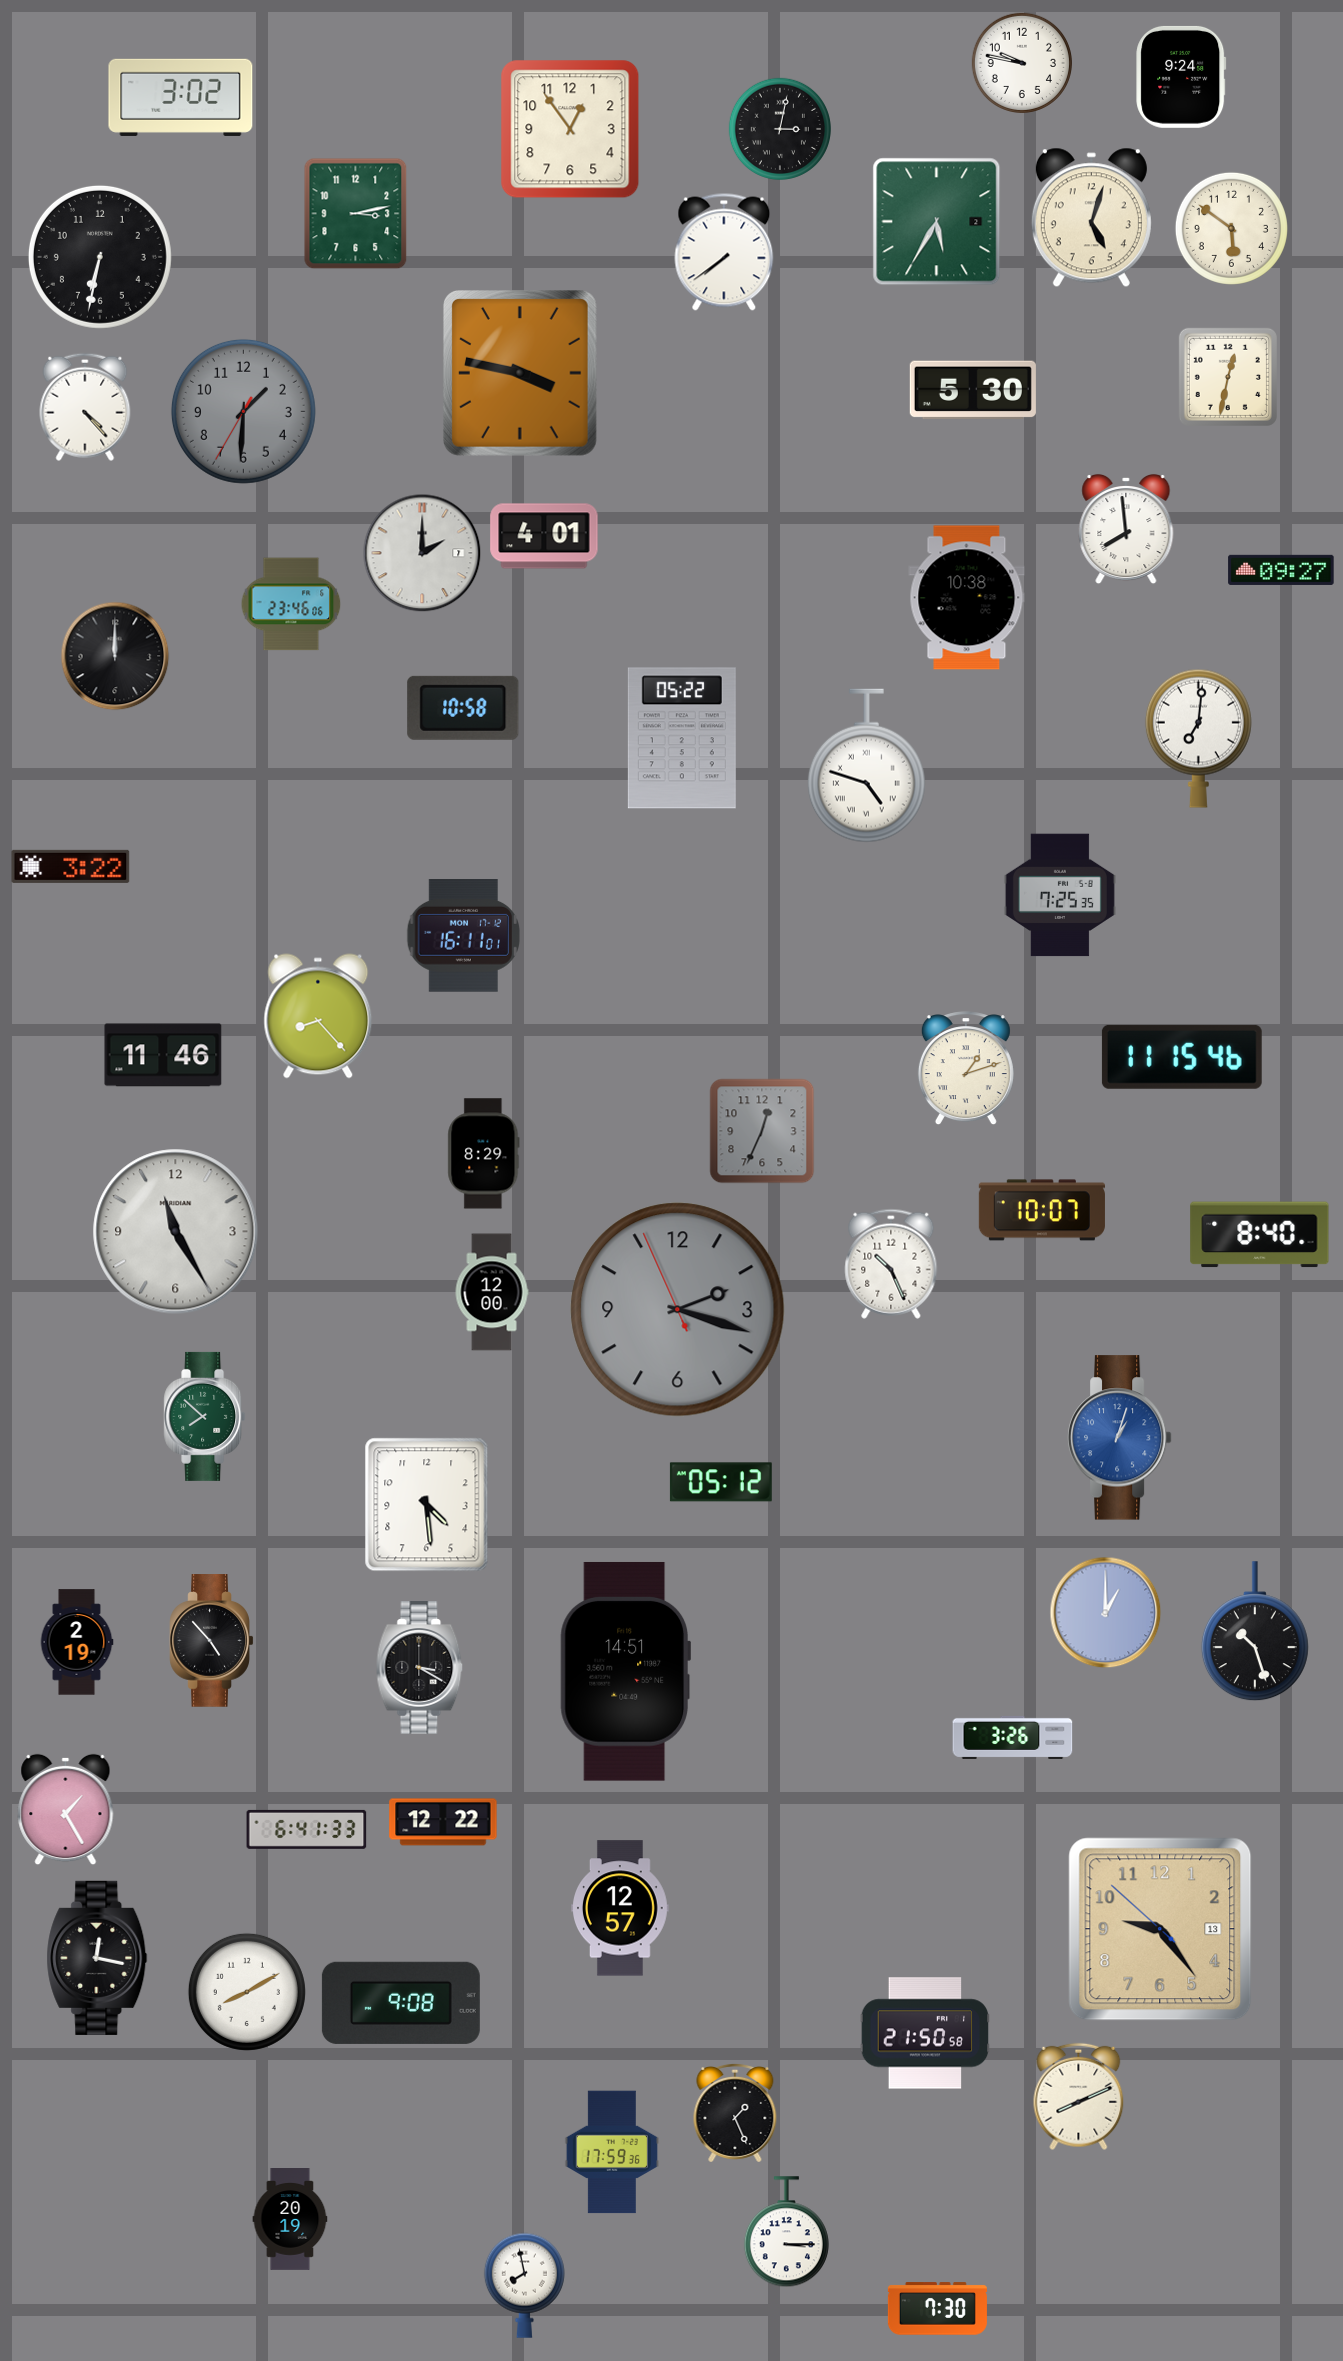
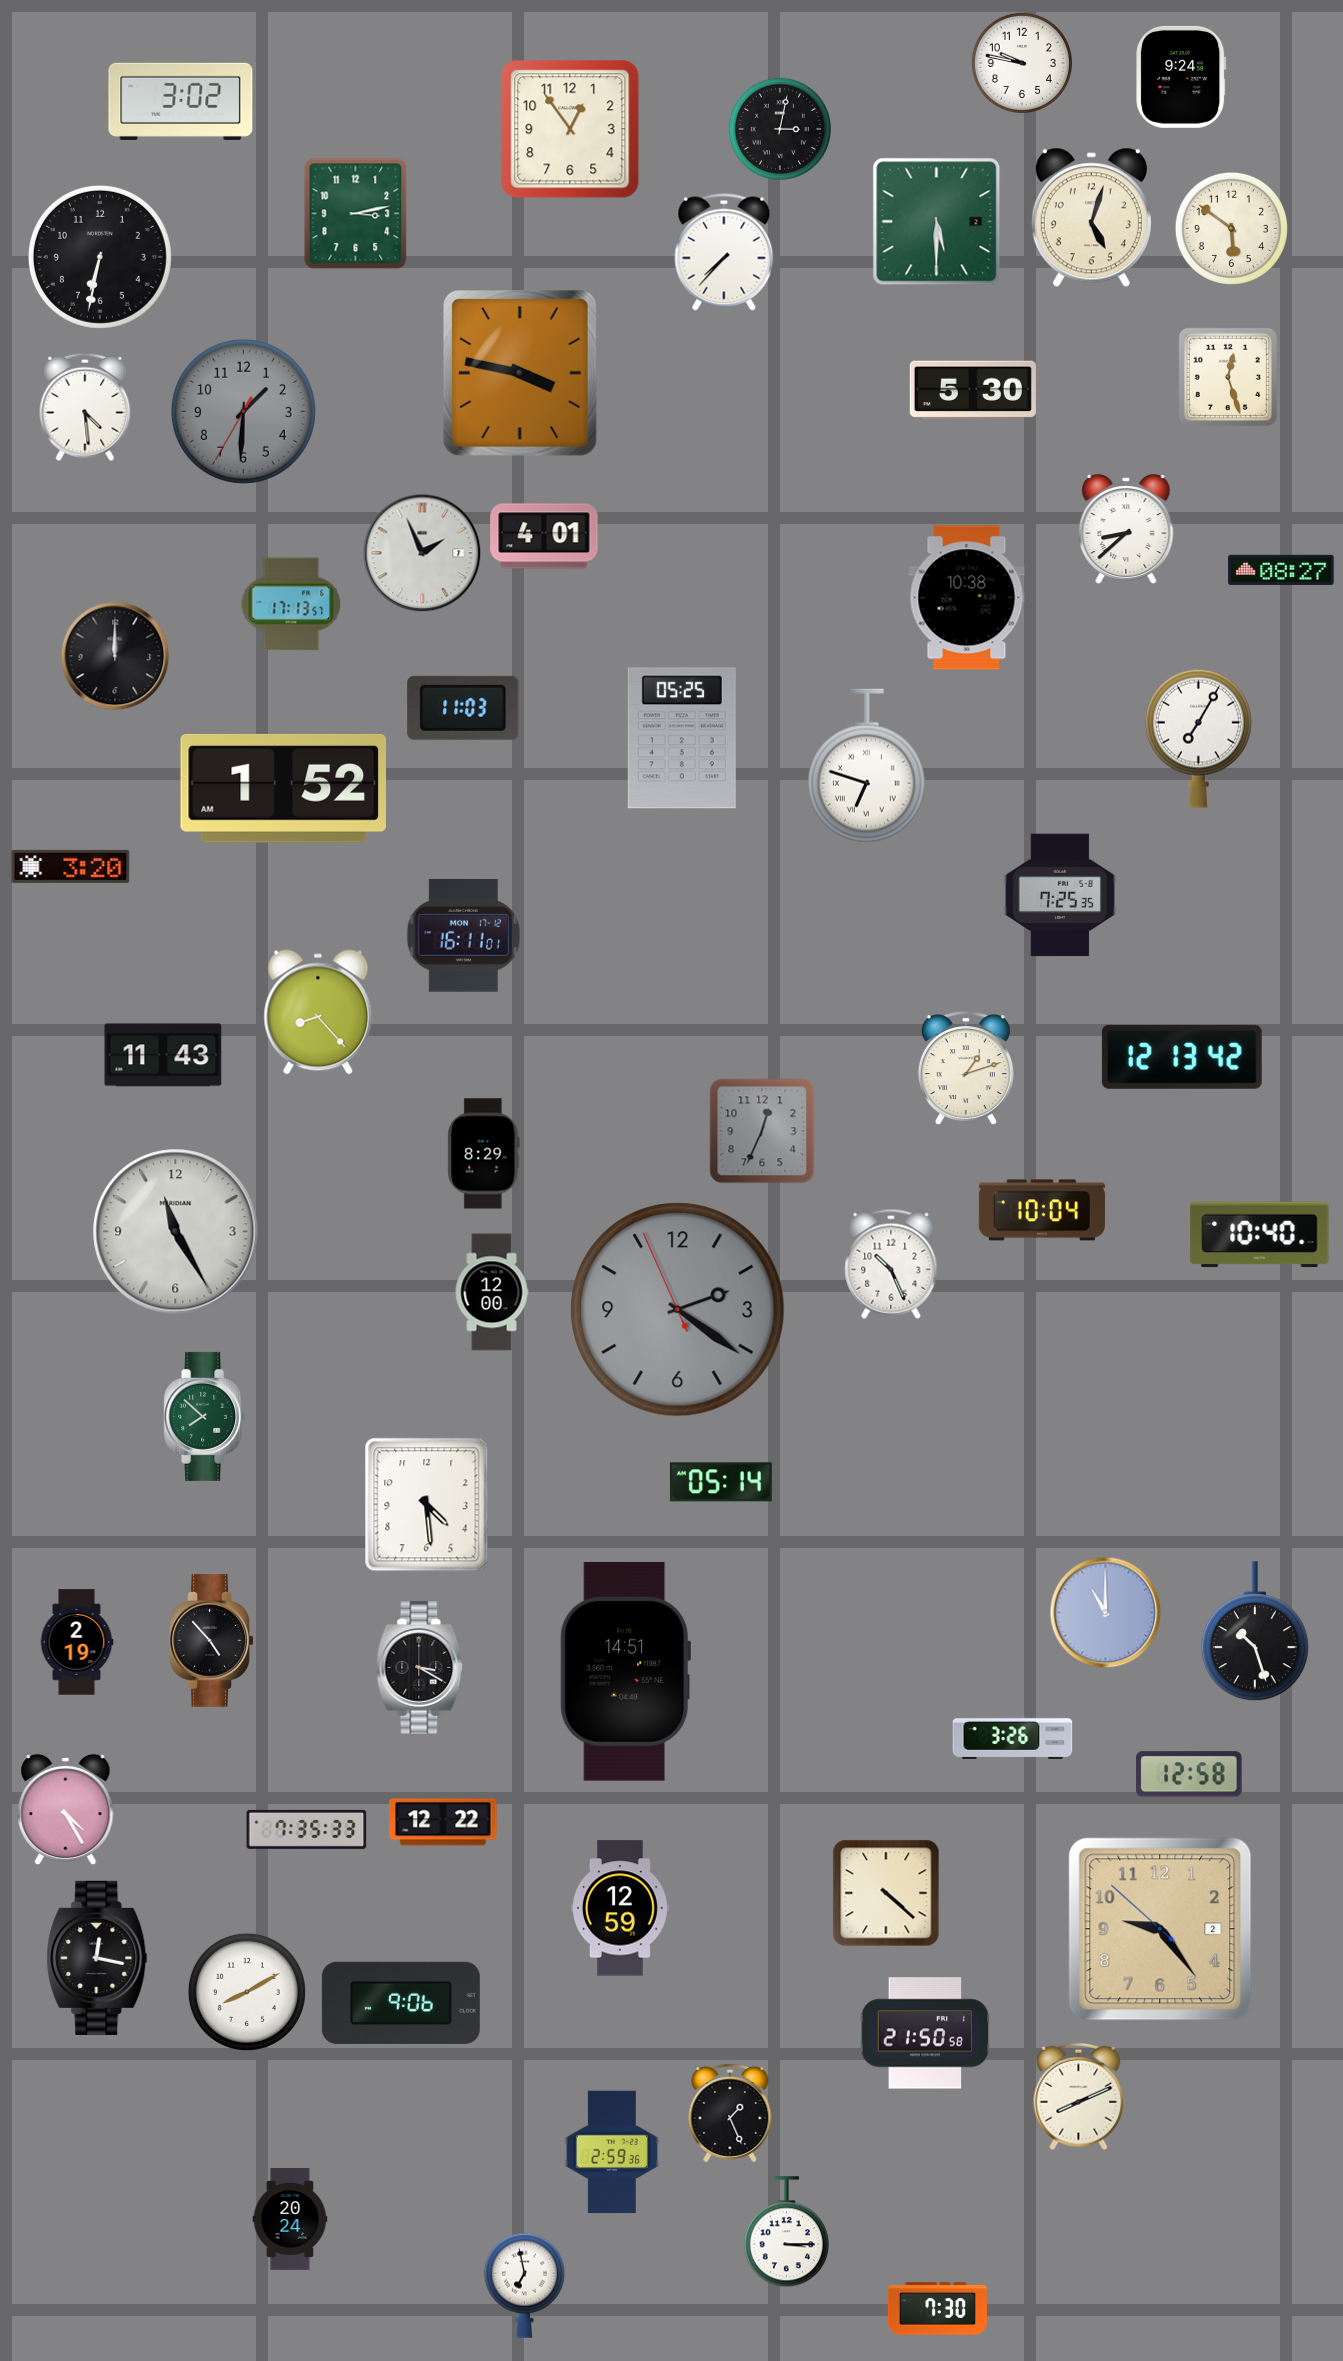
clock at (181, 97) position: (181, 97) -> (181, 101)
clock at (937, 222): 5:35 -> 5:30
clock at (724, 252): 7:39 -> 7:37
clock at (1228, 377): 12:32 -> 12:27
clock at (85, 407): 4:23 -> 4:29
clock at (1126, 529): 7:59 -> 8:38
clock at (422, 553): 2:00 -> 1:56
clock at (1281, 570): 09:27 -> 08:27
clock at (291, 604): 23:46 -> 17:13
clock at (463, 708): 10:58 -> 11:03
clock at (682, 738): 05:22 -> 05:25
clock at (1198, 738): 7:01 -> 7:05
clock at (866, 766): 4:48 -> 6:48
clock at (283, 788): none -> 1:52
clock at (71, 866): 3:22 -> 3:20
clock at (318, 1016) position: (318, 1016) -> (318, 1012)
clock at (163, 1055): 11:46 -> 11:43
clock at (1182, 1057): 11:15 -> 12:13
clock at (1042, 1210): 10:07 -> 10:04
clock at (1260, 1235): 8:40 -> 10:40
clock at (678, 1310): 2:17 -> 2:20
clock at (1119, 1438): 1:03 -> none
clock at (721, 1482): 05:12 -> 05:14
clock at (1106, 1613): 1:00 -> 11:00
clock at (1189, 1774): none -> 12:58
clock at (66, 1810): 1:25 -> 4:25
clock at (307, 1829): 6:41 -> 7:35
clock at (886, 1893): none -> 4:22
clock at (621, 1908): 12:57 -> 12:59
clock at (1160, 1929) date: 13 -> 2
clock at (401, 2003): 9:08 -> 9:06
clock at (735, 2113) position: (735, 2113) -> (730, 2113)
clock at (612, 2152): 17:59 -> 2:59
clock at (290, 2220): 20:19 -> 20:24
clock at (524, 2285): 7:58 -> 6:58
